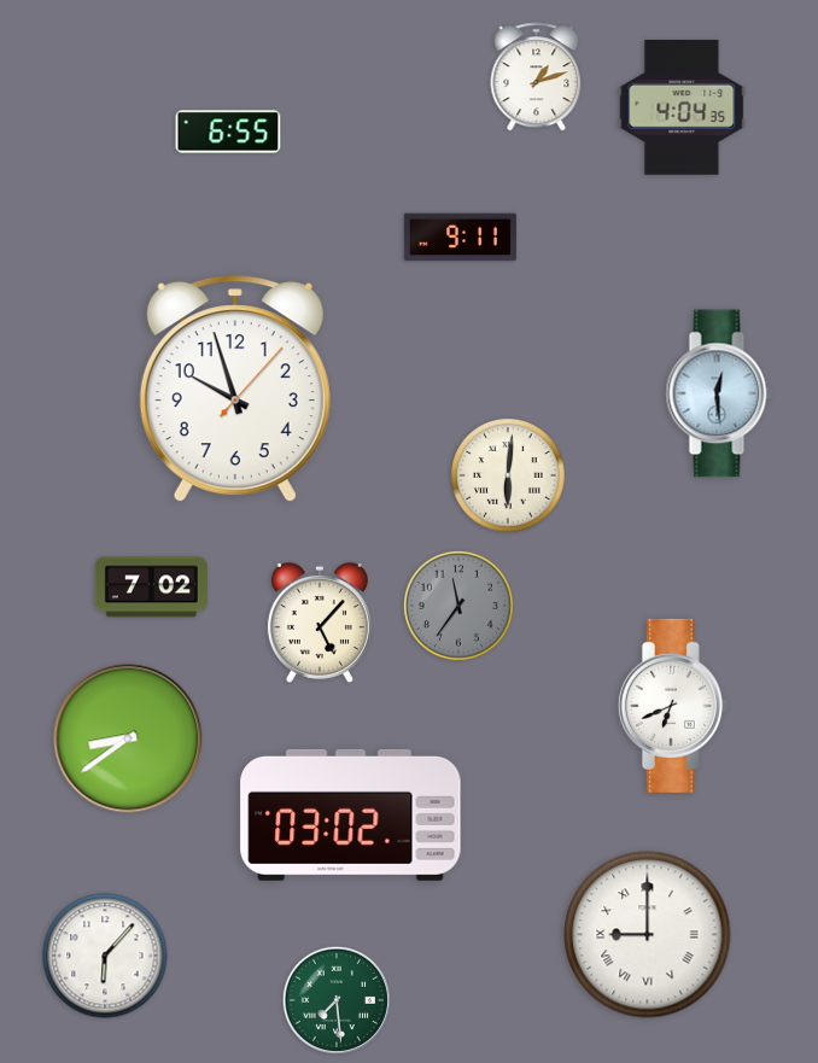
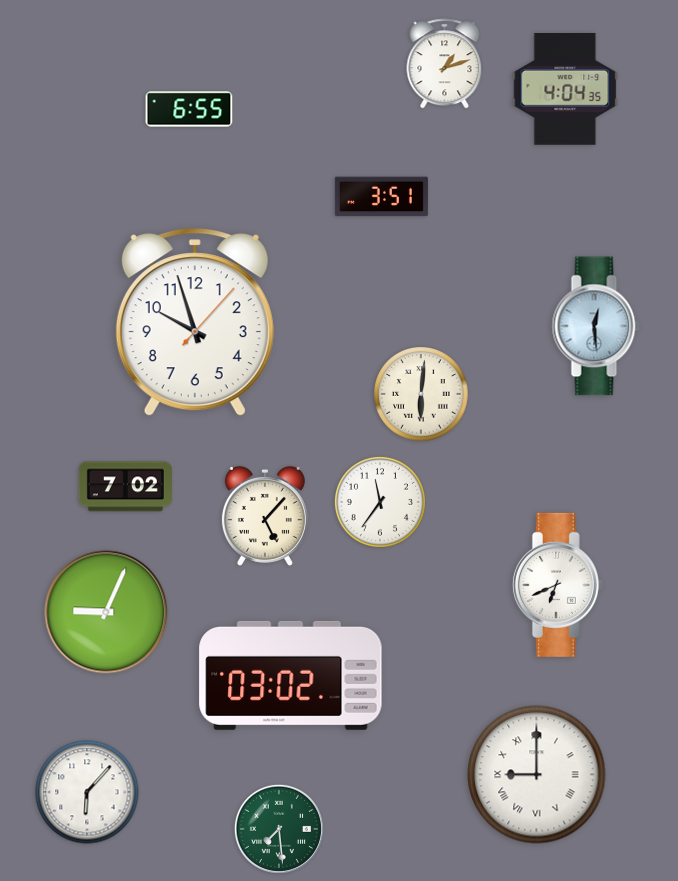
clock at (460, 238): 9:11 -> 3:51
clock at (458, 606) dial: grey -> white
clock at (128, 738): 8:39 -> 9:04
